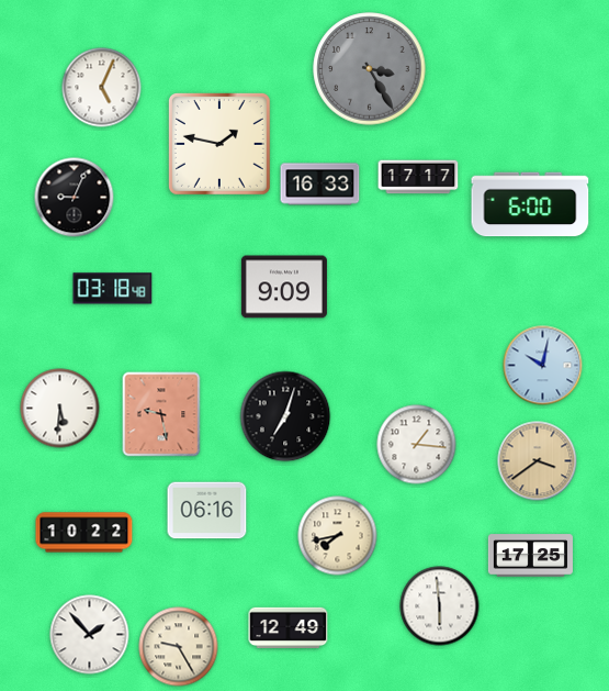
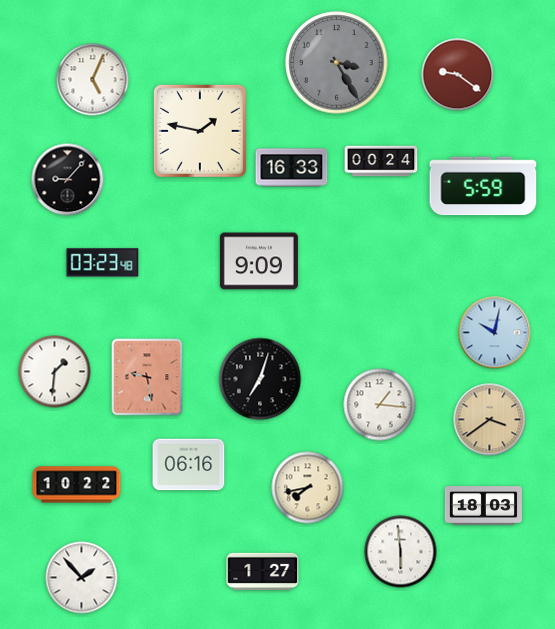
clock at (458, 75): none -> 9:21
clock at (418, 177): 17:17 -> 00:24
clock at (75, 198): 9:04 -> 9:07
clock at (530, 204): 6:00 -> 5:59
clock at (113, 289): 03:18 -> 03:23
clock at (60, 409): 5:31 -> 1:31
clock at (530, 556): 17:25 -> 18:03
clock at (289, 628): 12:49 -> 1:27
clock at (179, 647): 9:25 -> none
